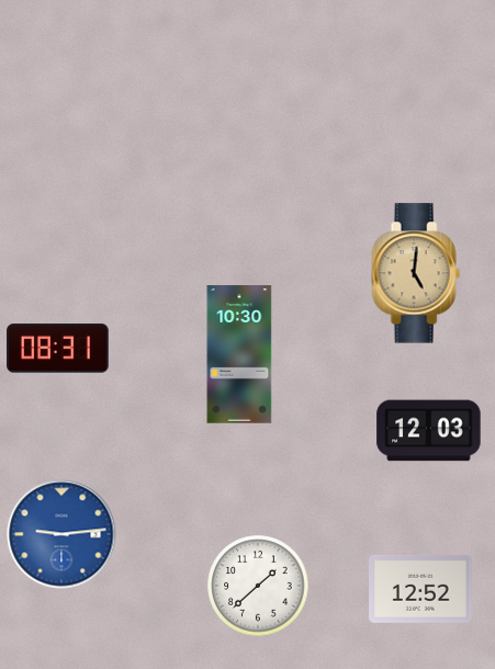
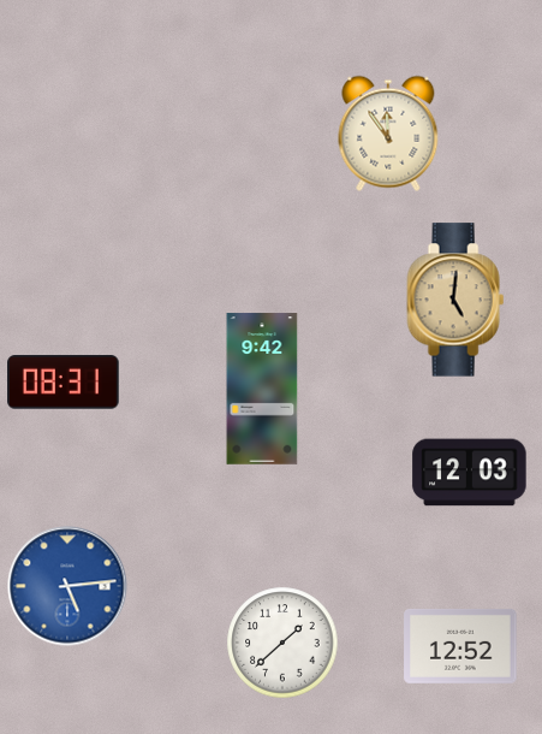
clock at (388, 134): none -> 11:54
clock at (239, 354): 10:30 -> 9:42
clock at (61, 534): 9:14 -> 5:14
